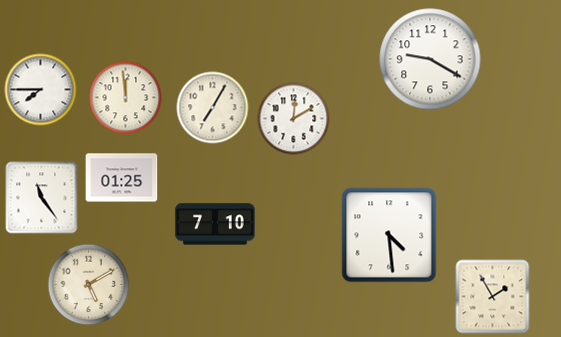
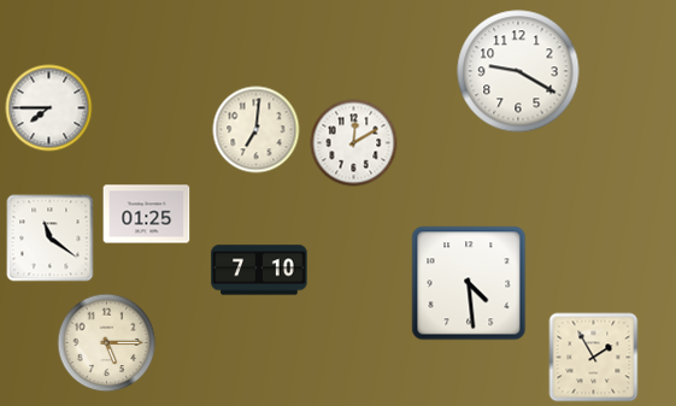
clock at (126, 98): 11:59 -> none
clock at (213, 108): 7:05 -> 7:01
clock at (42, 198): 11:24 -> 11:21
clock at (89, 285): 5:10 -> 5:15
